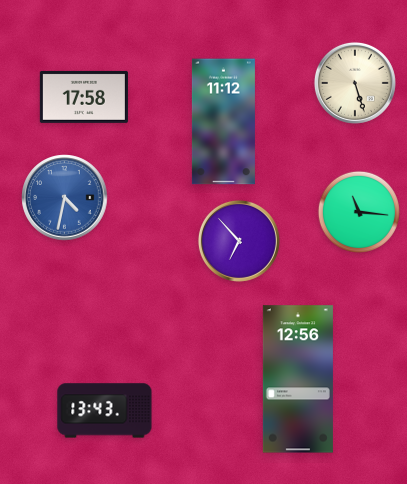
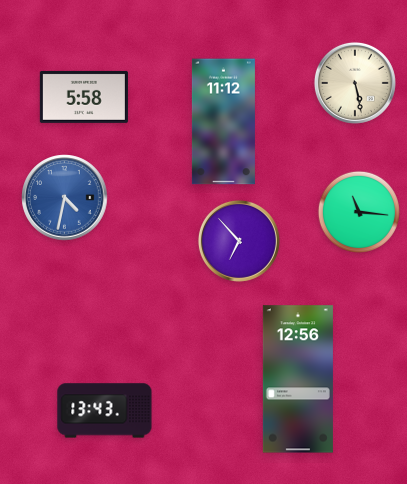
clock at (355, 83): 5:27 -> 5:28
clock at (84, 97): 17:58 -> 5:58
